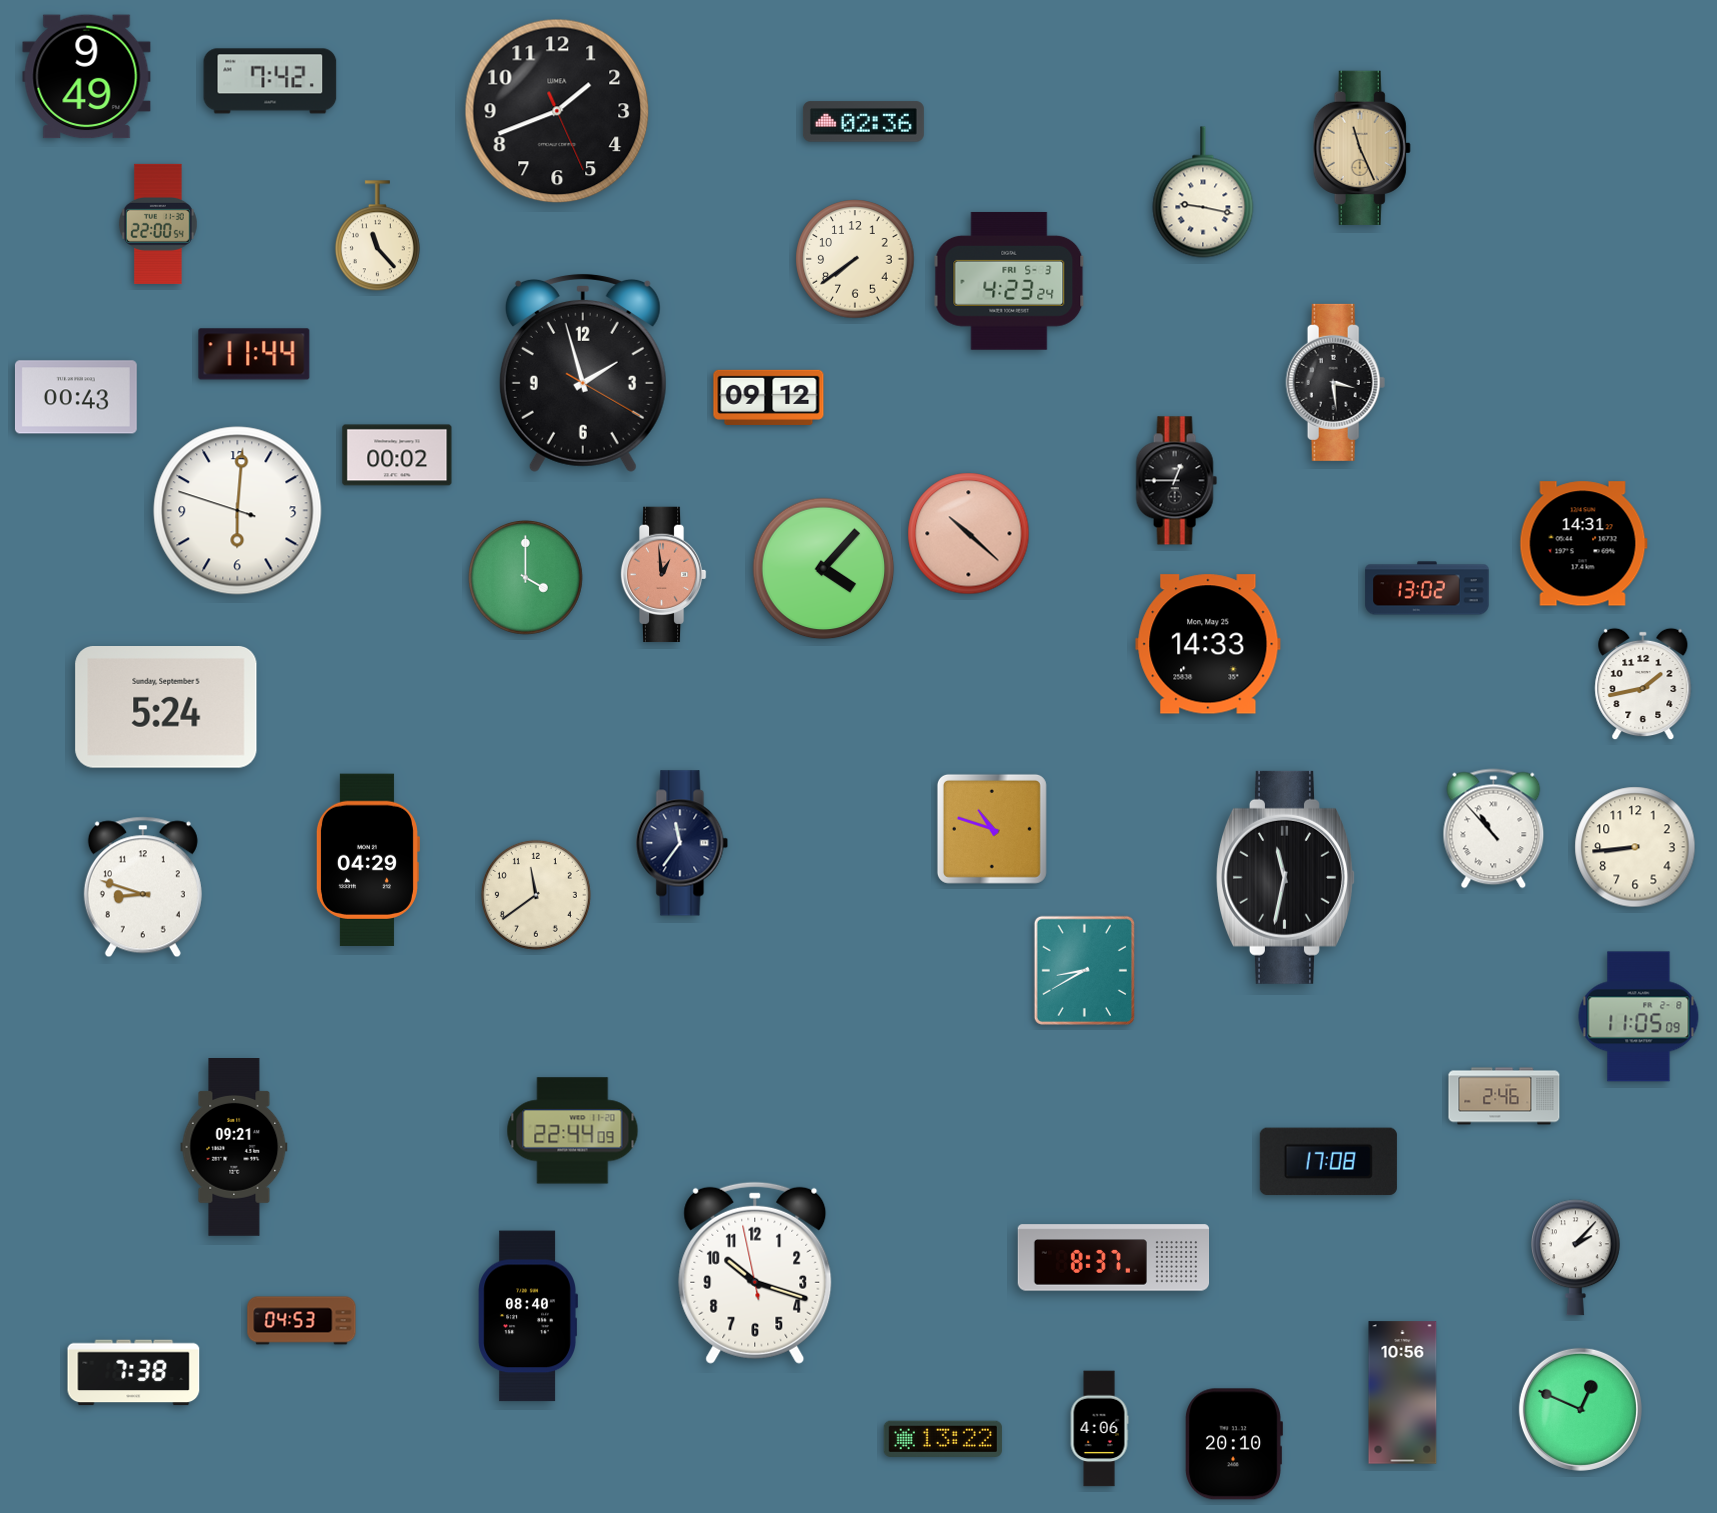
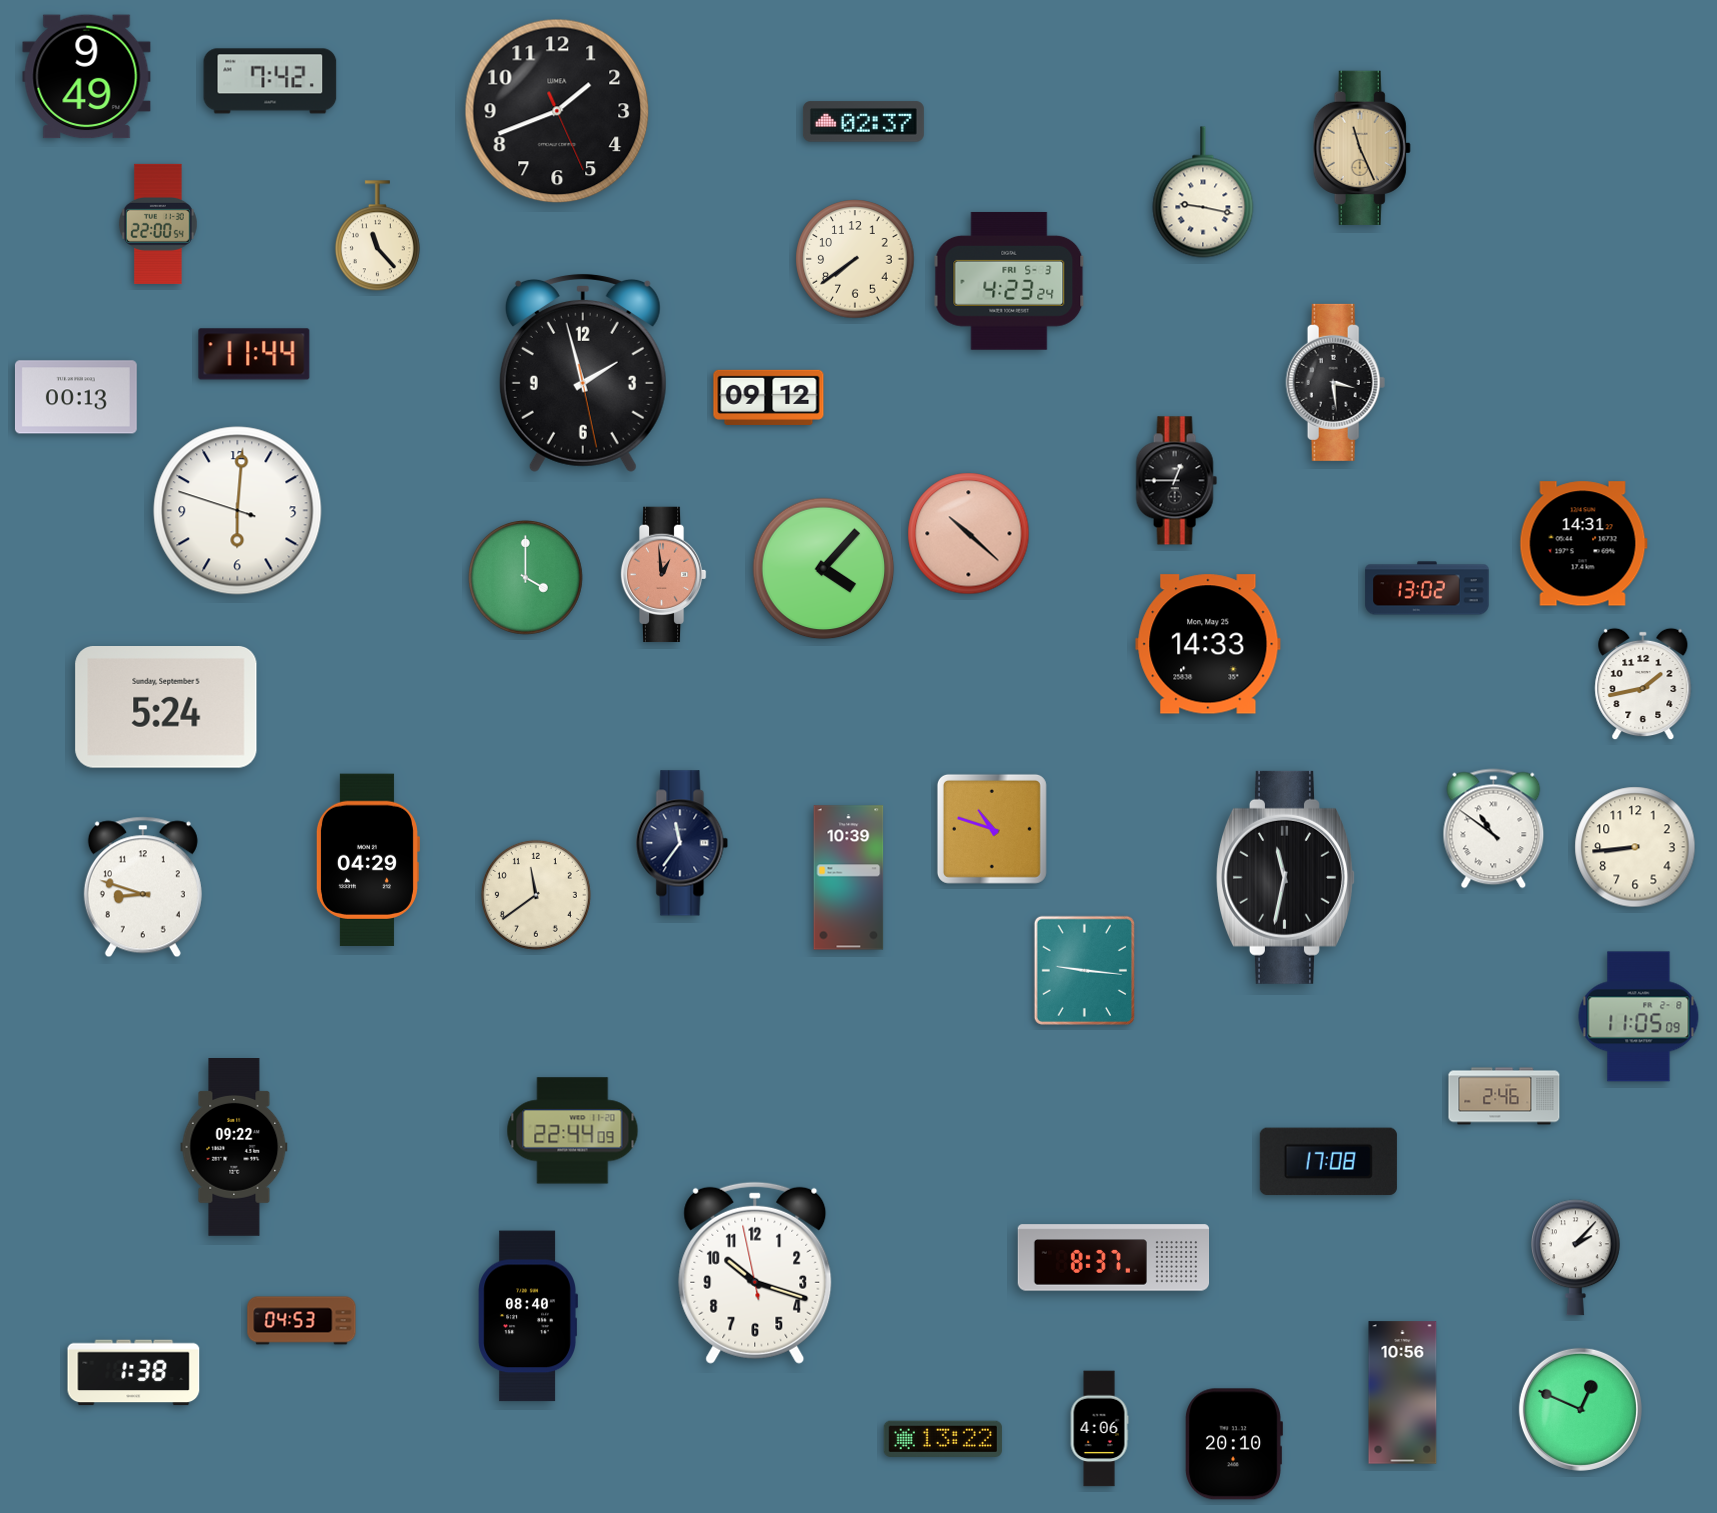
clock at (863, 122): 02:36 -> 02:37
clock at (583, 372): 1:57:20 -> 1:57:28
clock at (76, 397): 00:43 -> 00:13
clock at (397, 455): 00:02 -> none
clock at (1494, 829): 10:53 -> 10:51
clock at (849, 878): none -> 10:39
clock at (1084, 970): 8:40 -> 9:16
clock at (234, 1148): 09:21 -> 09:22
clock at (134, 1373): 7:38 -> 1:38
